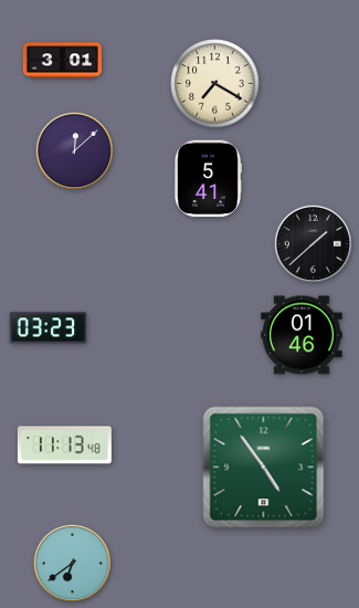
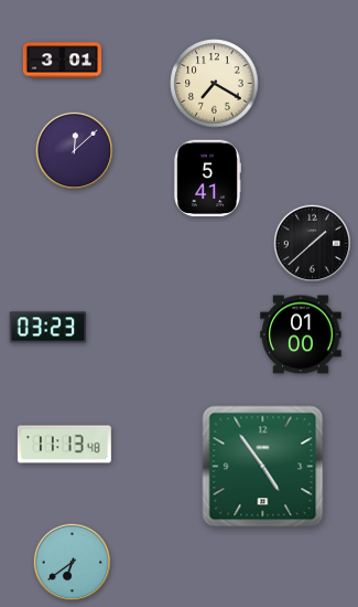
clock at (302, 335): 01:46 -> 01:00
